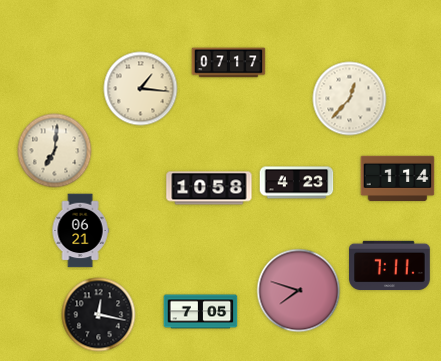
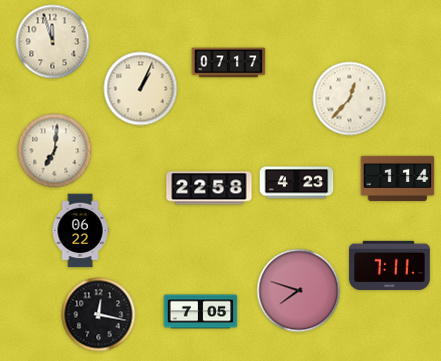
clock at (53, 42): none -> 11:57
clock at (141, 89): 1:16 -> 1:04
clock at (209, 188): 10:58 -> 22:58
clock at (80, 231): 06:21 -> 06:22
